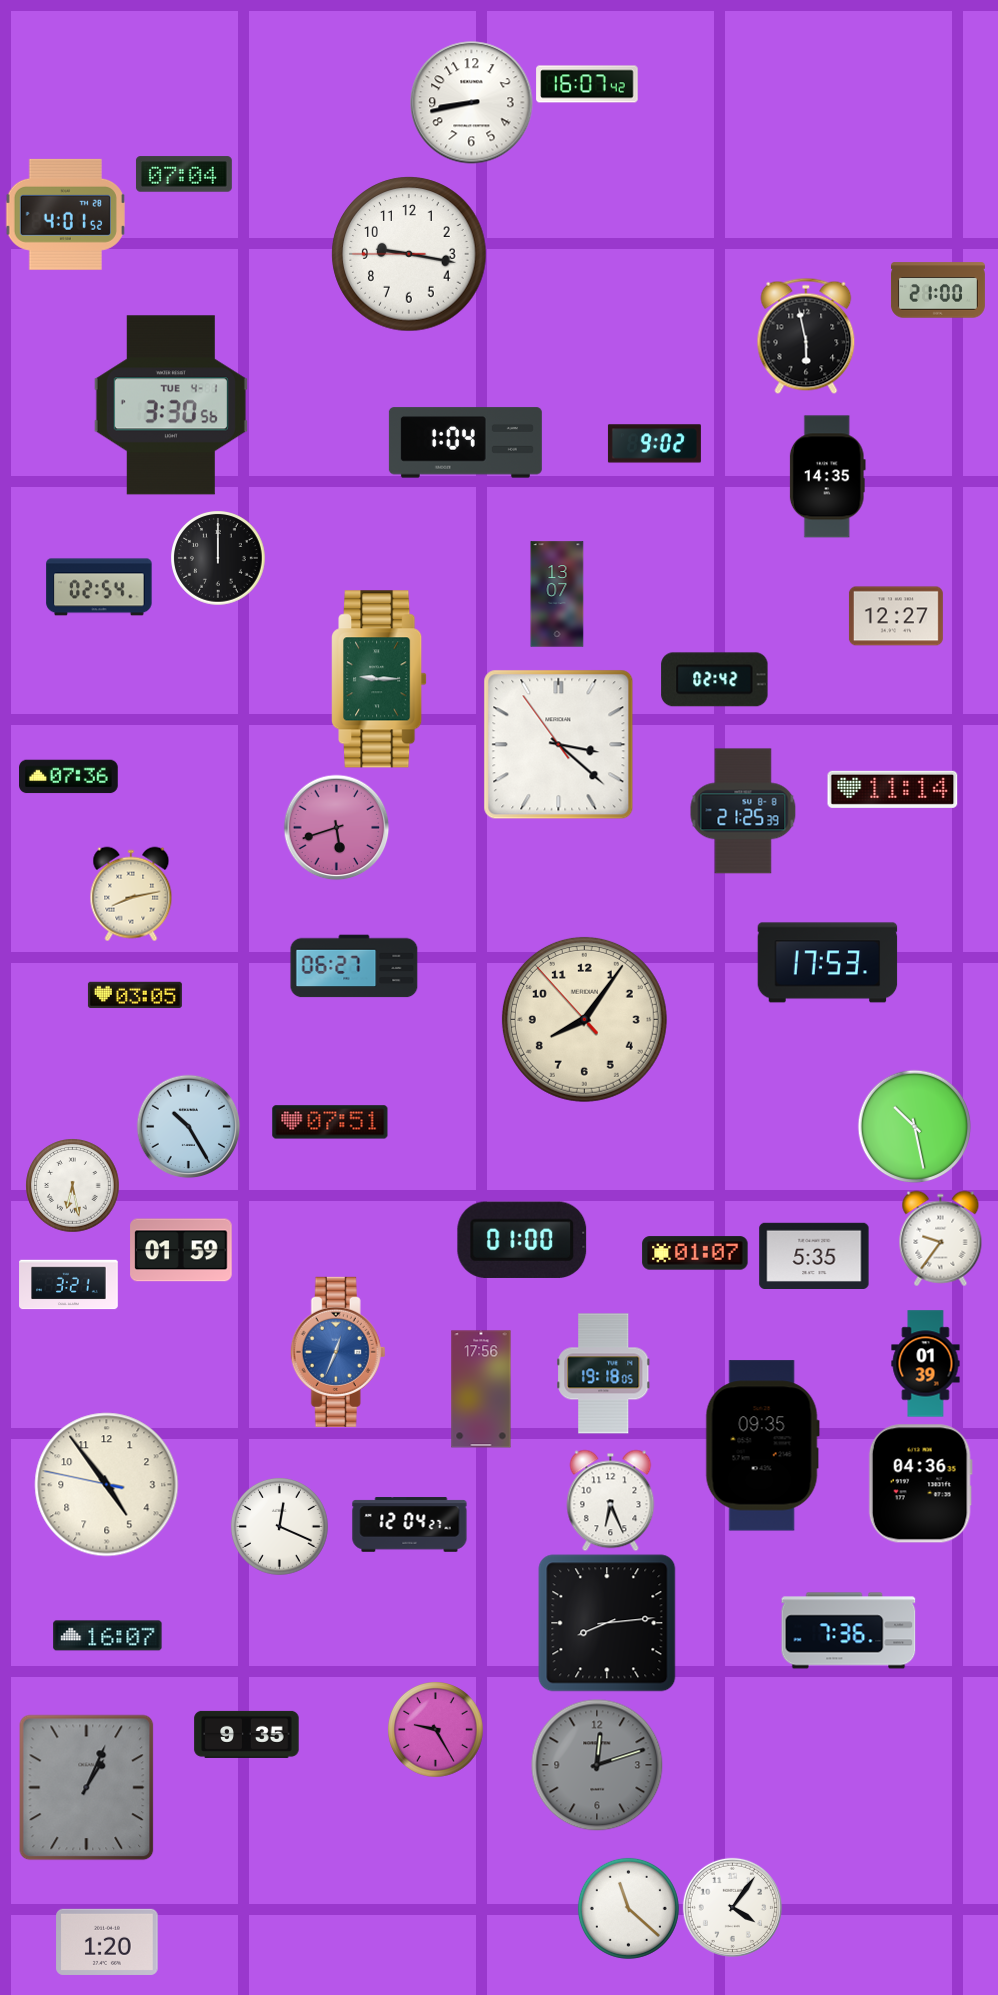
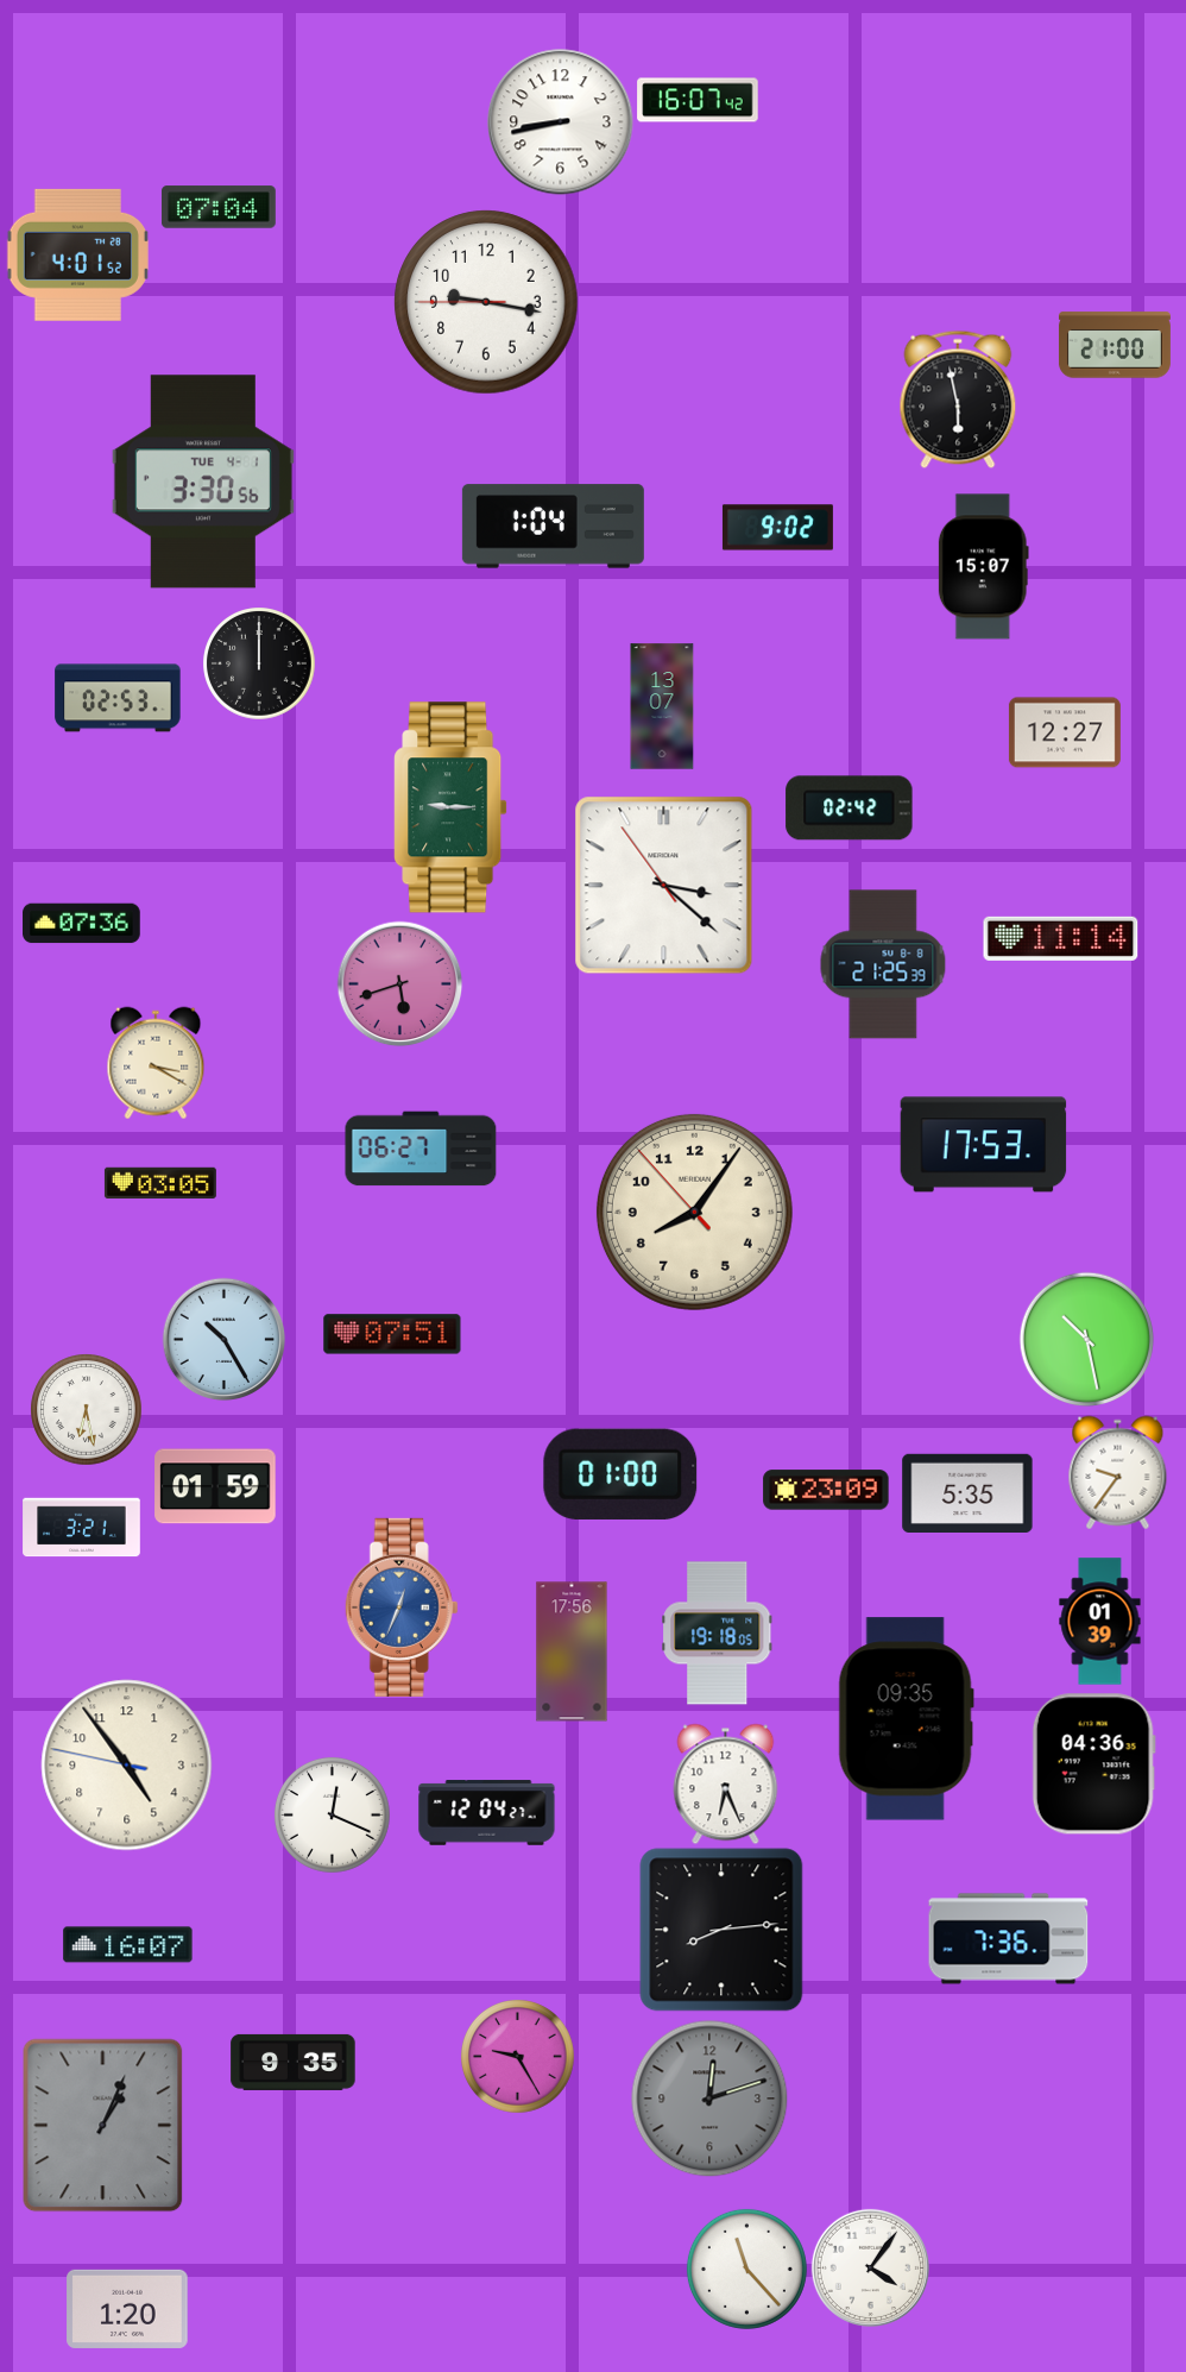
clock at (827, 477): 14:35 -> 15:07
clock at (99, 587): 02:54 -> 02:53
clock at (131, 894): 8:13 -> 3:20
clock at (695, 1253): 01:07 -> 23:09
clock at (628, 1908): 11:22 -> 11:23
